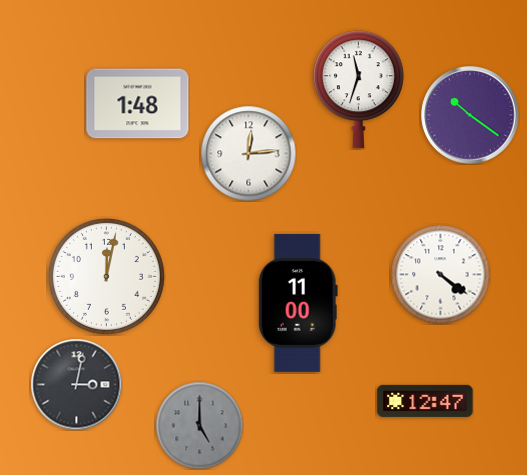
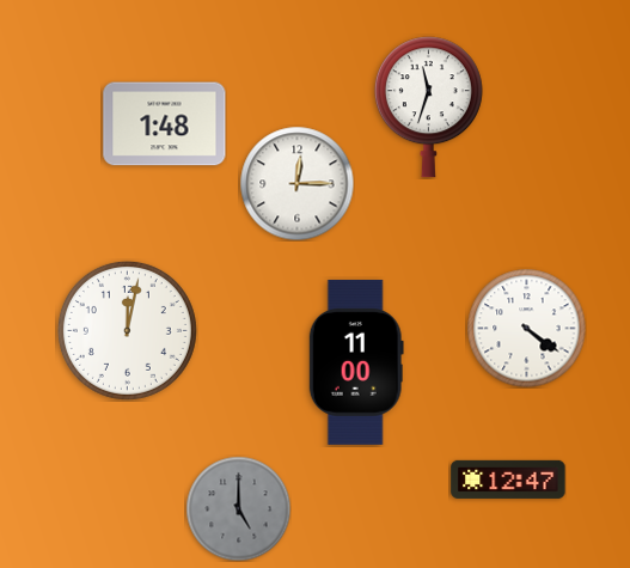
clock at (470, 115): 10:21 -> none
clock at (248, 153): 12:14 -> 12:15
clock at (76, 384): 3:02 -> none
